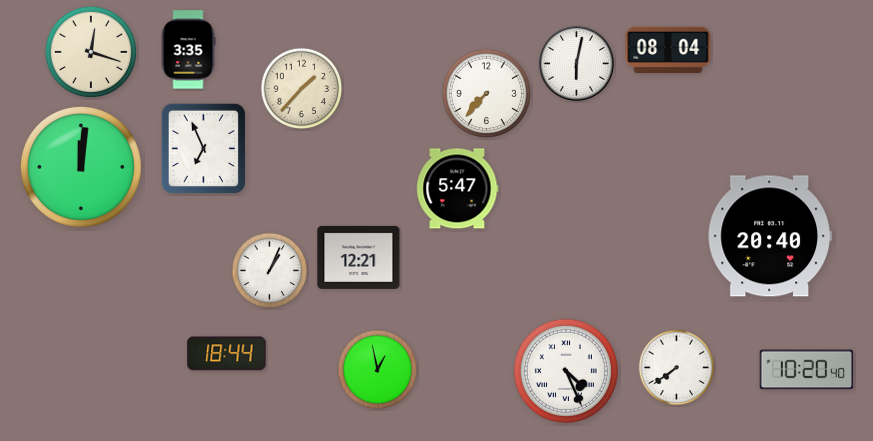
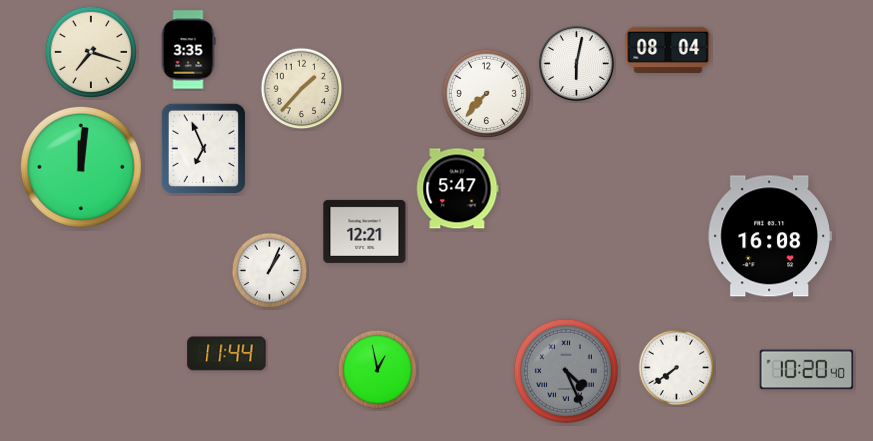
clock at (90, 51): 12:18 -> 7:18
clock at (770, 236): 20:40 -> 16:08
clock at (359, 257) position: (359, 257) -> (365, 231)
clock at (227, 354): 18:44 -> 11:44
clock at (566, 371) dial: white -> grey
